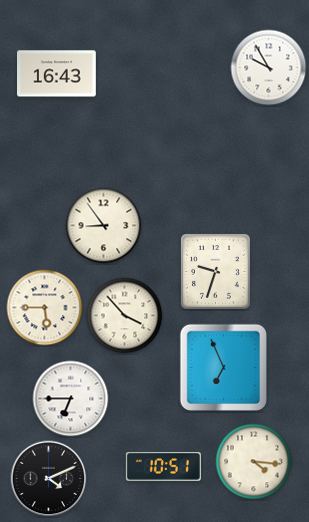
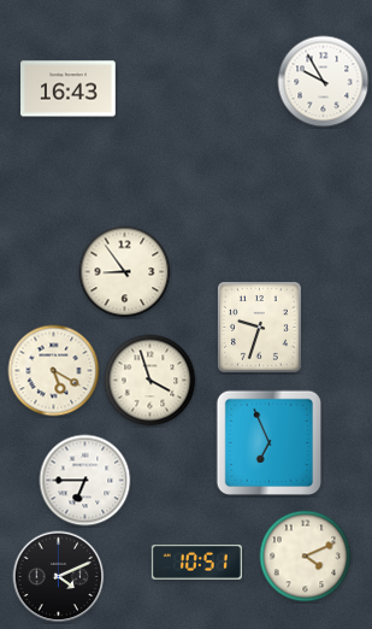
clock at (45, 308): 5:45 -> 5:20
clock at (125, 316): 3:53 -> 3:57
clock at (254, 462): 4:16 -> 4:11
